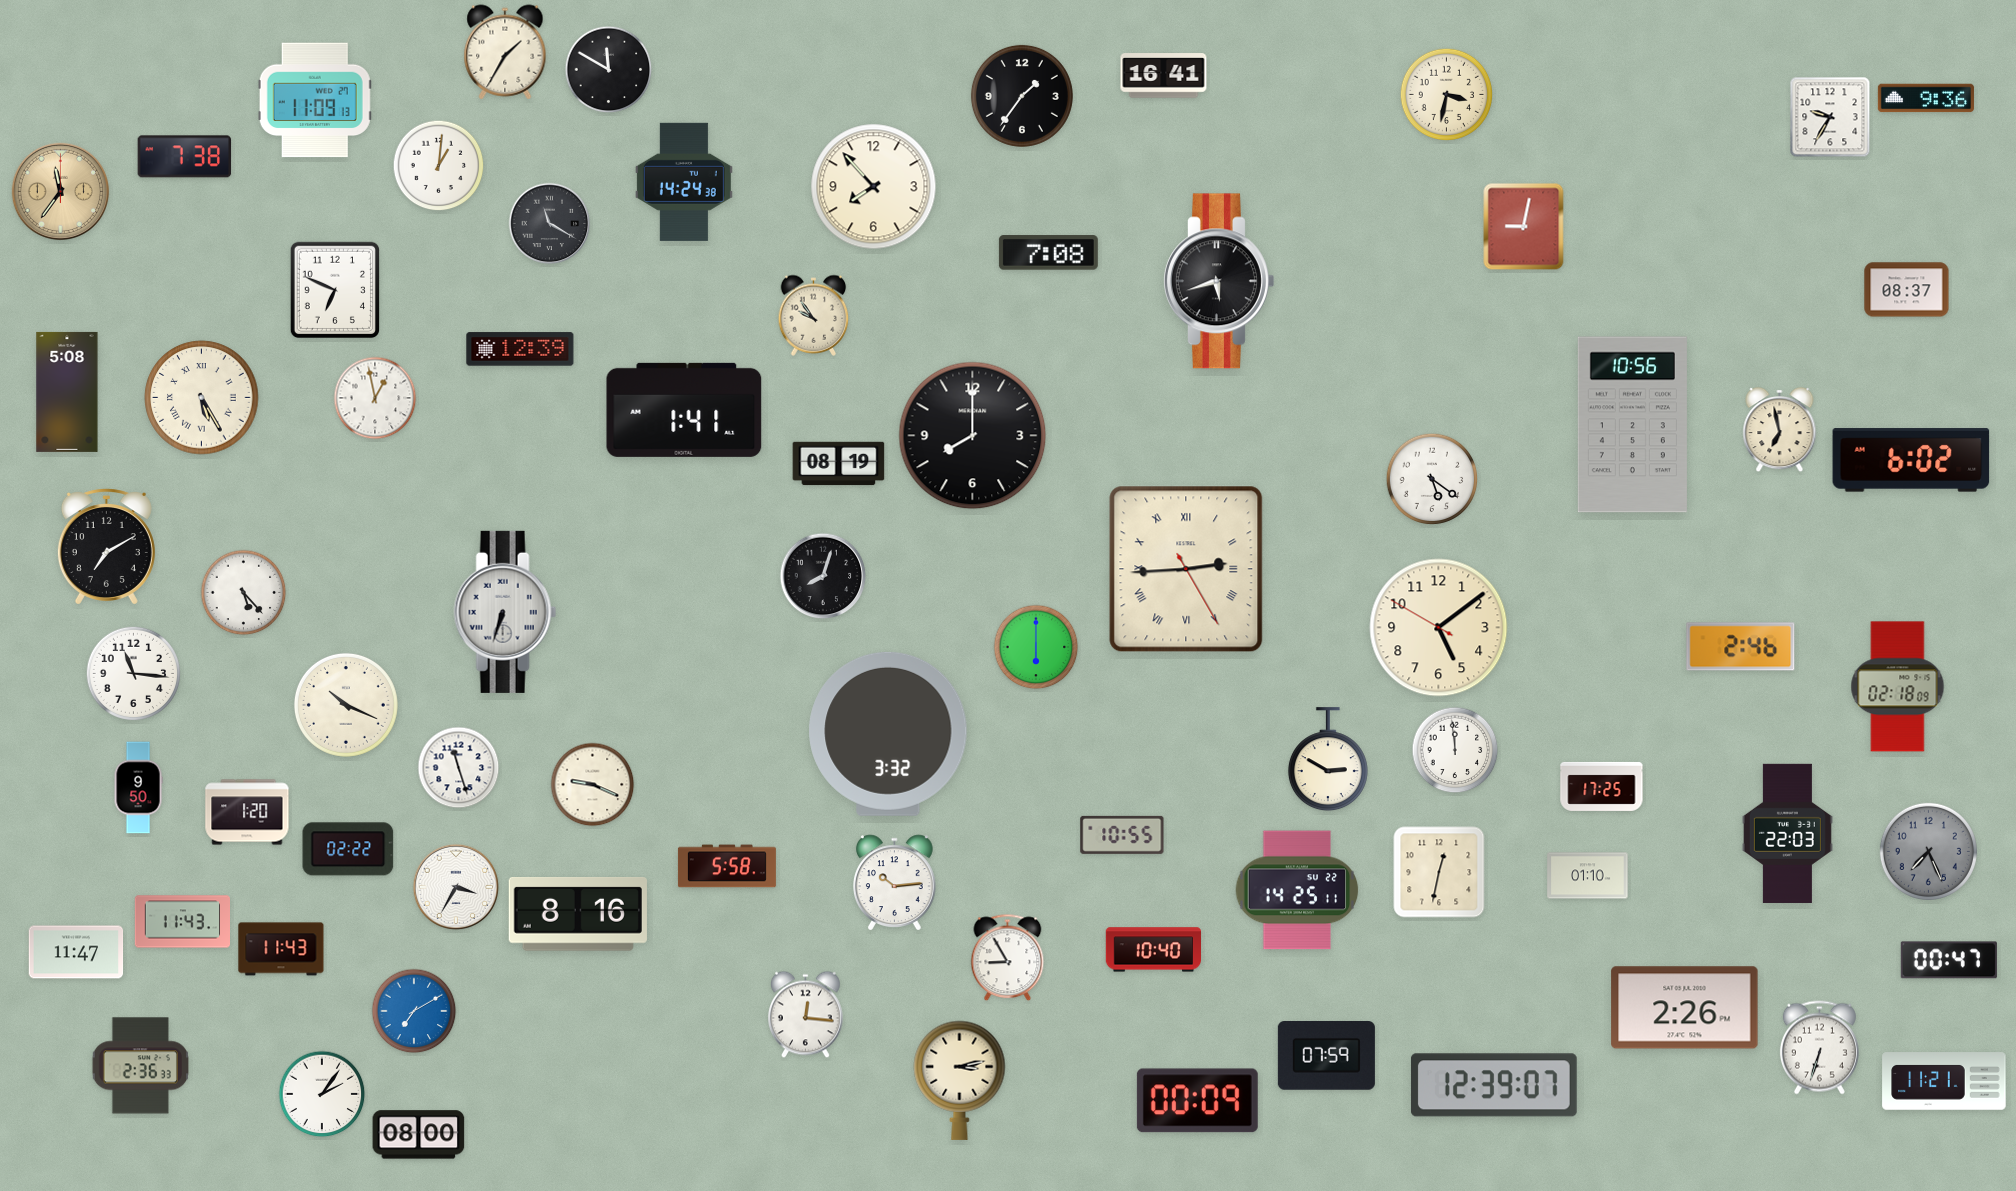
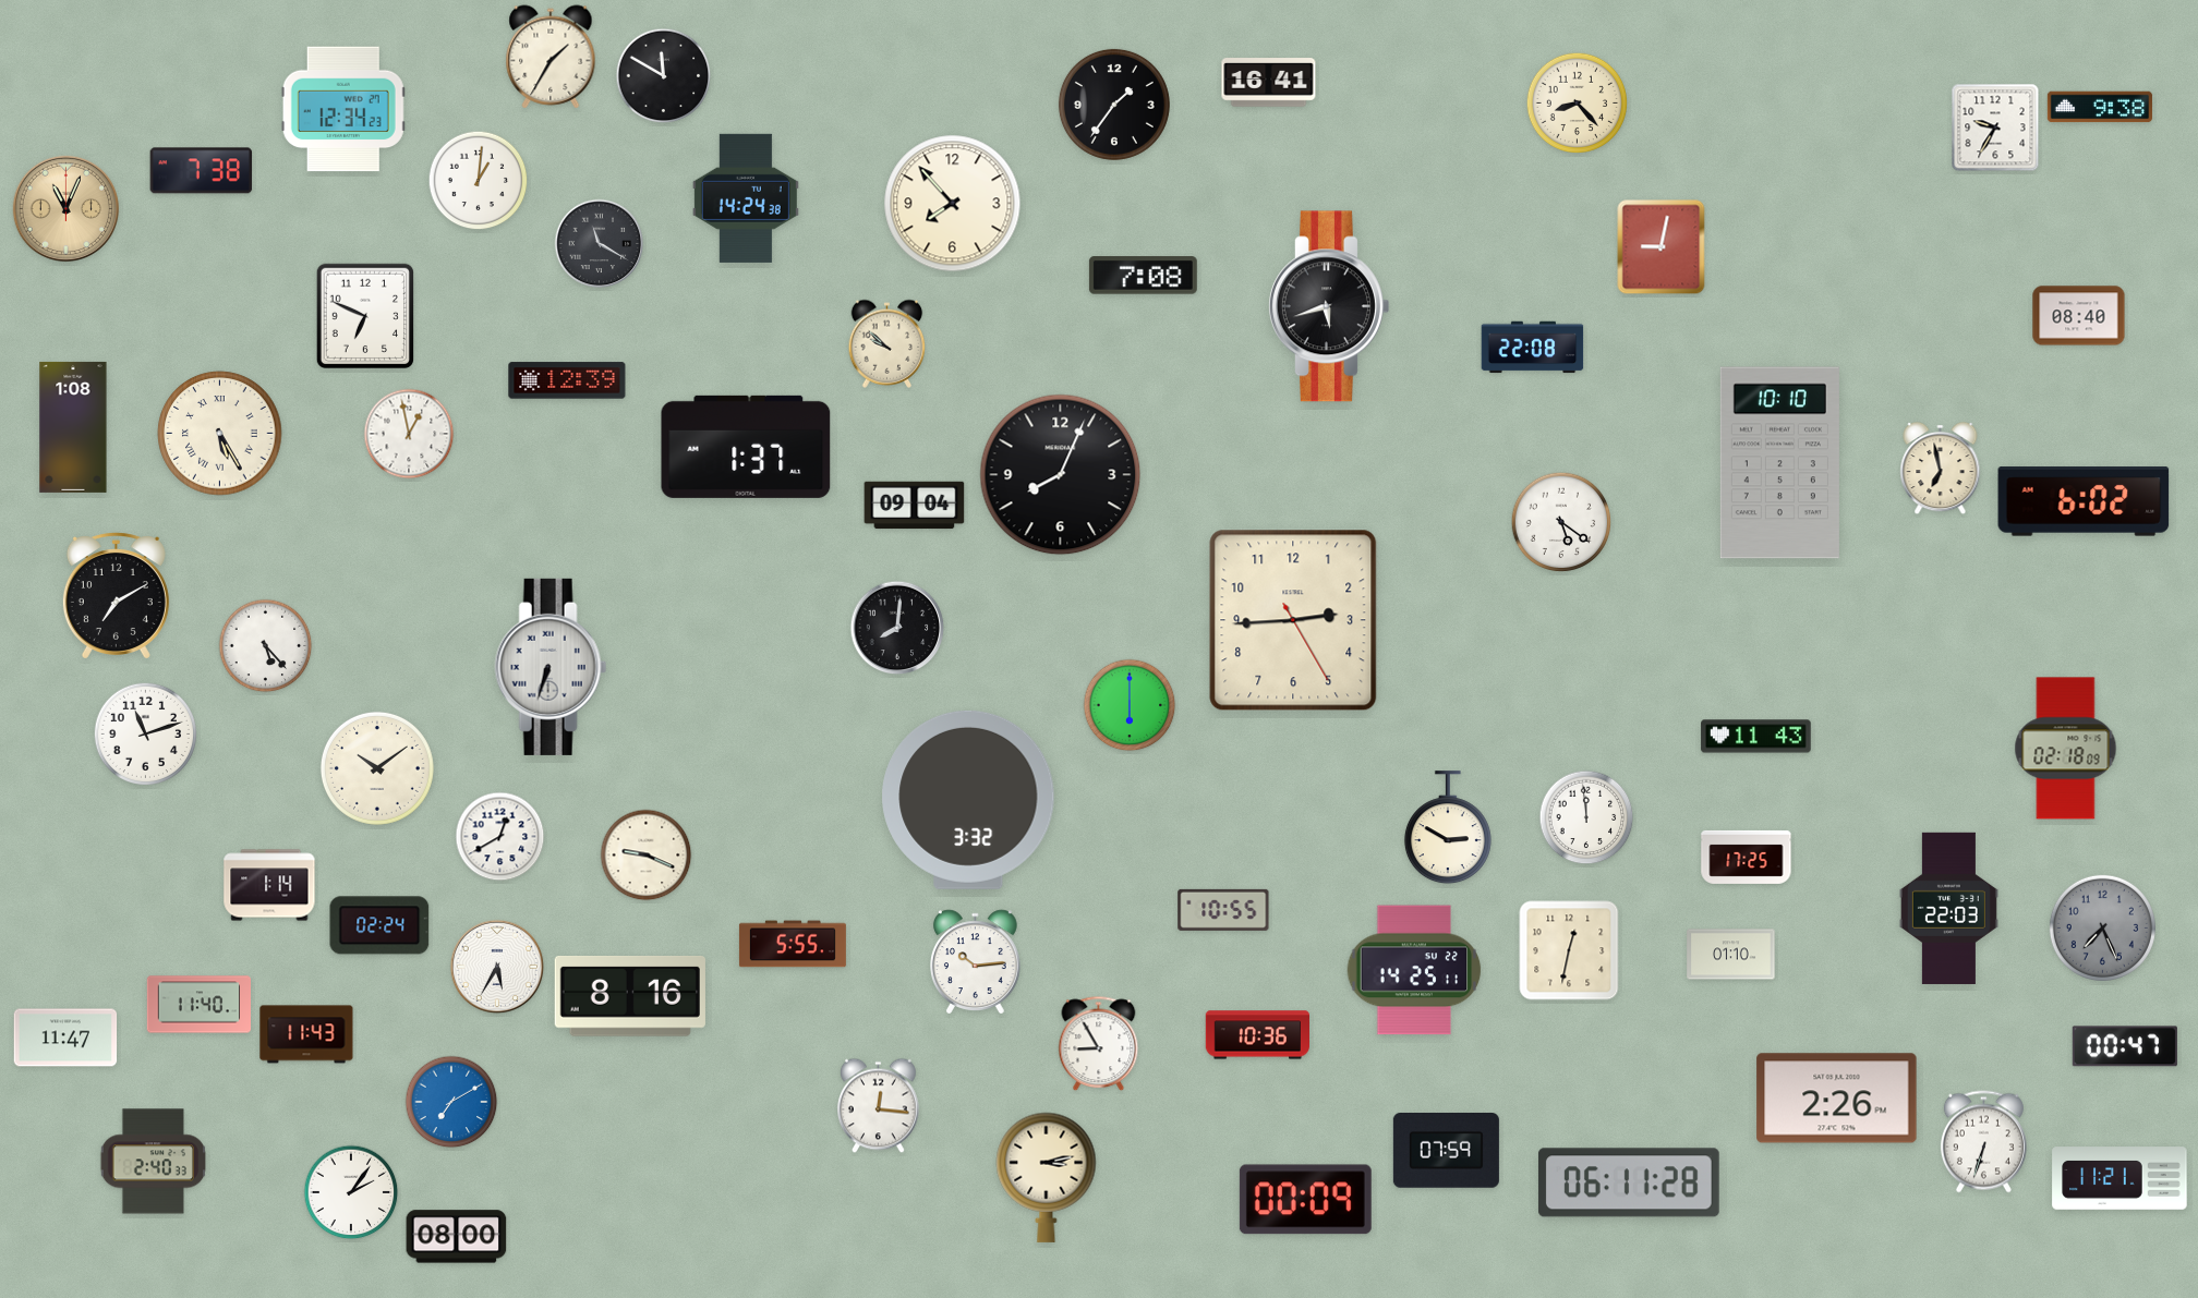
clock at (1447, 95): 3:32 -> 8:23
clock at (1926, 98): 9:36 -> 9:38
clock at (315, 100): 11:09 -> 12:34
clock at (61, 192): 11:36 -> 11:04
clock at (1907, 290): 08:37 -> 08:40
clock at (814, 315): 9:54 -> 9:52
clock at (1533, 348): none -> 22:08
clock at (67, 392): 5:08 -> 1:08
clock at (684, 410): 1:41 -> 1:37
clock at (1632, 425): 10:56 -> 10:10
clock at (973, 436): 8:00 -> 8:04
clock at (839, 464): 08:19 -> 09:04
clock at (1186, 569) numerals: Roman -> Arabic
clock at (823, 576): 8:03 -> 8:01
clock at (1439, 628): 5:08 -> none
clock at (1741, 647): 2:46 -> none
clock at (133, 673): 11:16 -> 11:12
clock at (1756, 737): none -> 11:43
clock at (1898, 687) position: (1898, 687) -> (2066, 749)
clock at (346, 705): 10:19 -> 10:09
clock at (459, 768): 11:27 -> 12:40
clock at (138, 788): 9:50 -> none
clock at (247, 812): 1:20 -> 1:14
clock at (348, 849): 02:22 -> 02:24
clock at (727, 866): 5:58 -> 5:55
clock at (456, 887): 3:35 -> 5:35
clock at (183, 922): 11:43 -> 11:40
clock at (1153, 950): 10:40 -> 10:36
clock at (76, 952) position: (76, 952) -> (65, 1038)
clock at (140, 1066): 2:36 -> 2:40
clock at (1494, 1085): 12:39 -> 06:11
